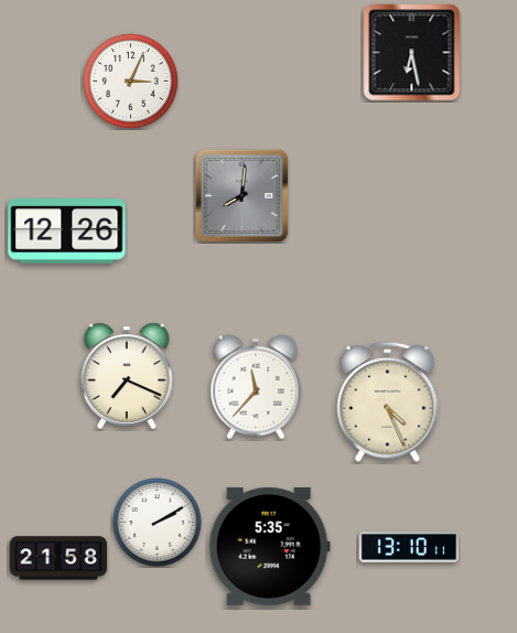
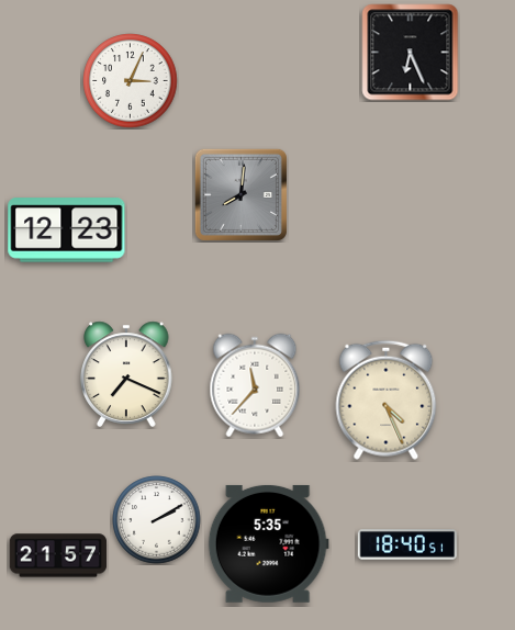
clock at (412, 53): 6:28 -> 6:26
clock at (67, 232): 12:26 -> 12:23
clock at (408, 547): 13:10 -> 18:40
clock at (58, 558): 21:58 -> 21:57
